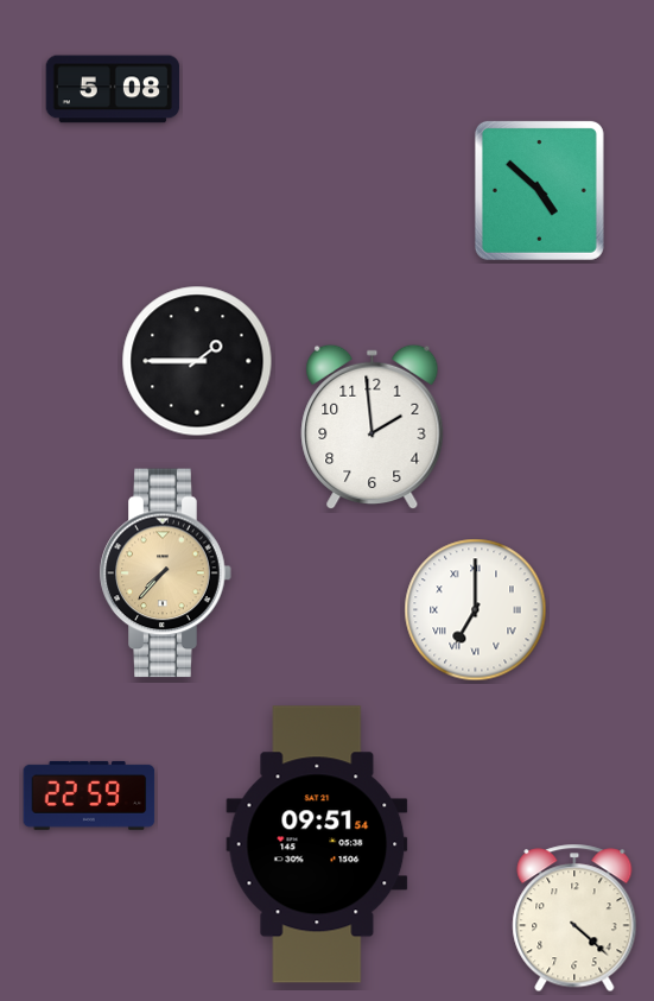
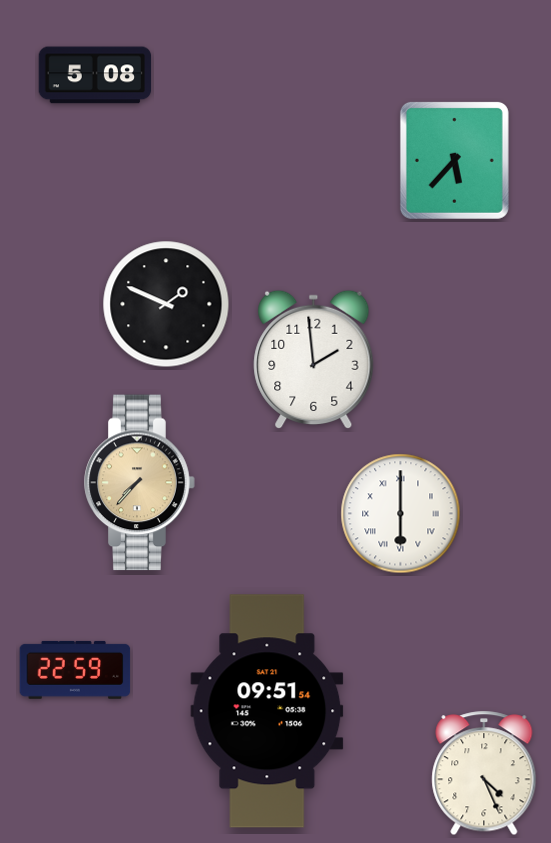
clock at (539, 190): 4:52 -> 5:37
clock at (197, 361): 1:45 -> 1:49
clock at (476, 610): 7:00 -> 6:00
clock at (574, 918): 4:22 -> 4:26
